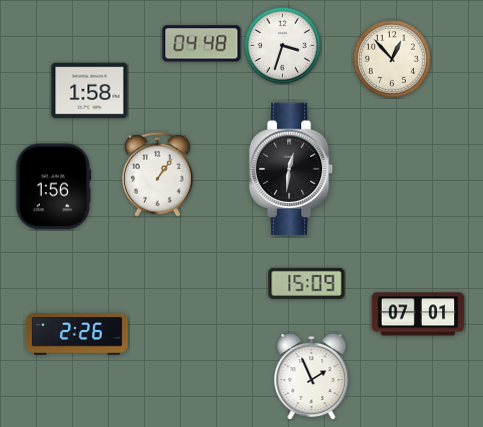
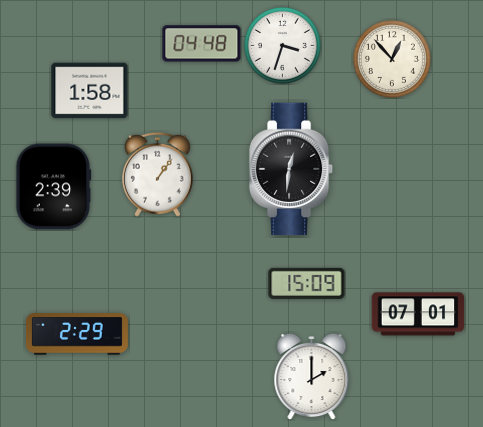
clock at (54, 187): 1:56 -> 2:39
clock at (77, 334): 2:26 -> 2:29
clock at (312, 376): 1:56 -> 2:00
